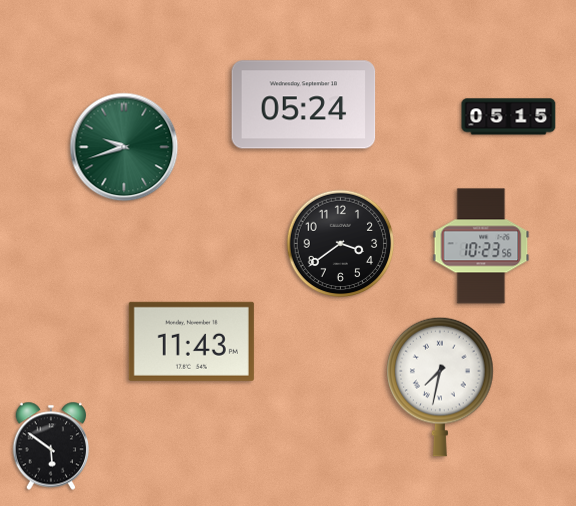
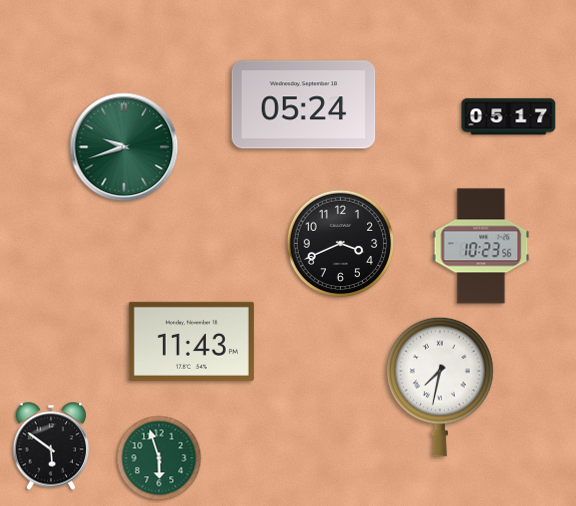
clock at (509, 117): 05:15 -> 05:17
clock at (341, 244): 3:39 -> 3:41
clock at (159, 458): none -> 5:57
